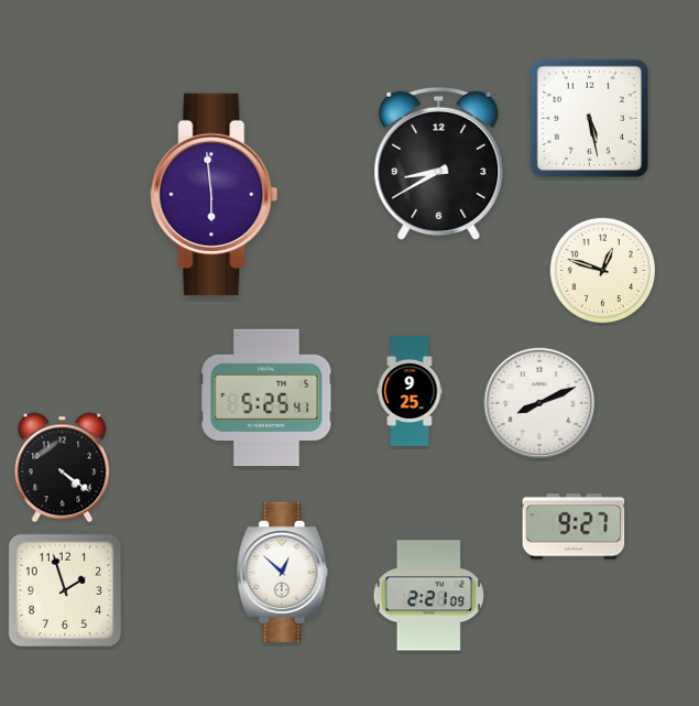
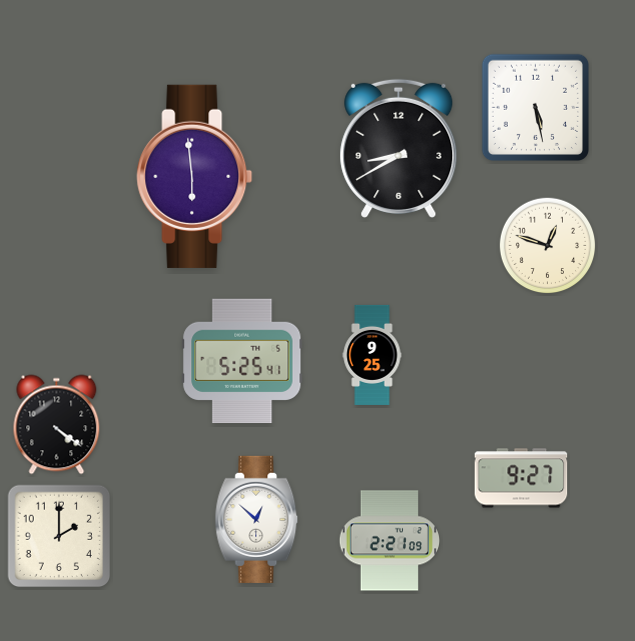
clock at (539, 403): 8:11 -> none
clock at (65, 590): 1:57 -> 2:00
